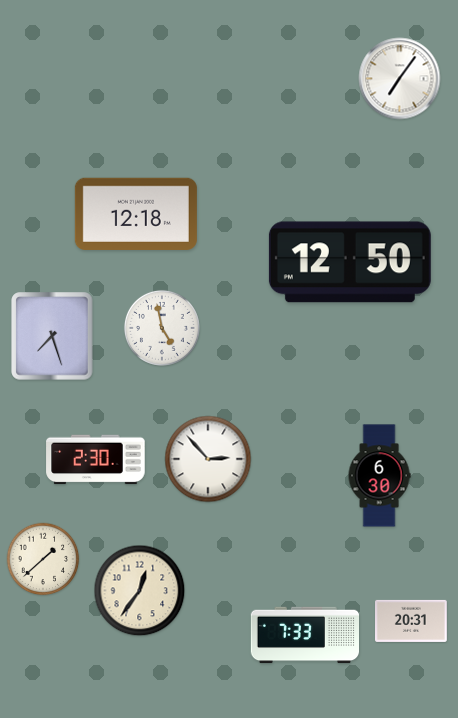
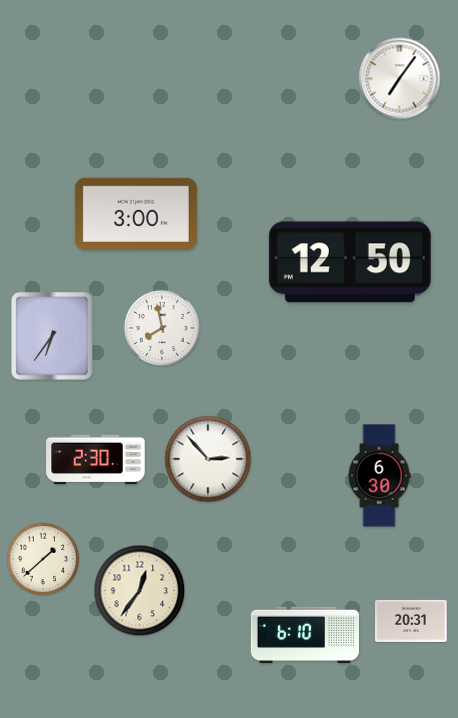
clock at (136, 214): 12:18 -> 3:00
clock at (162, 328): 4:58 -> 7:58
clock at (52, 336): 7:27 -> 6:36
clock at (304, 635): 7:33 -> 6:10
